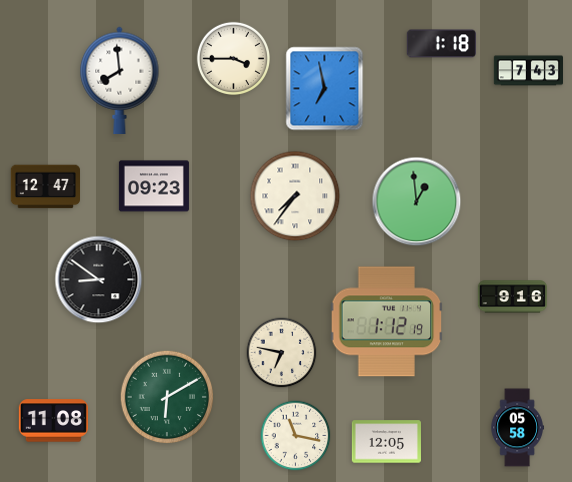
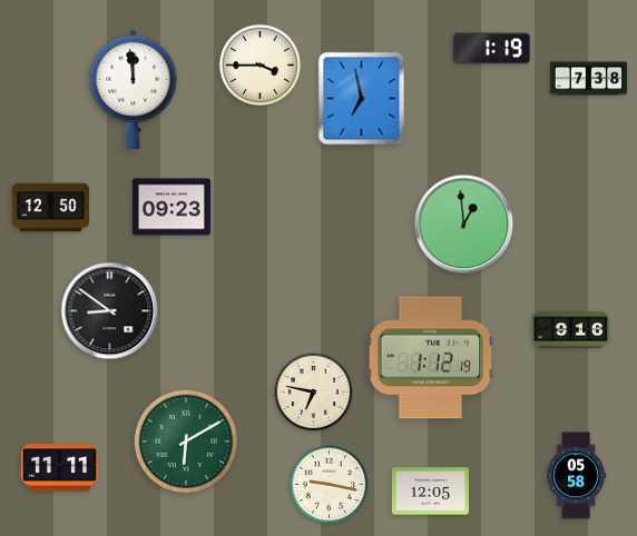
clock at (441, 44): 1:18 -> 1:19
clock at (528, 71): 7:43 -> 7:38
clock at (120, 80): 7:59 -> 11:59
clock at (45, 187): 12:47 -> 12:50
clock at (295, 196): 7:36 -> none
clock at (53, 421): 11:08 -> 11:11
clock at (296, 436): 11:17 -> 9:17
